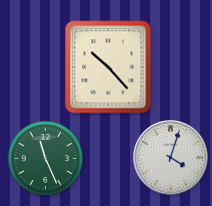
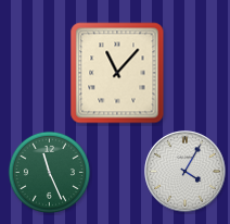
clock at (108, 67): 10:23 -> 11:07
clock at (171, 158): 4:03 -> 4:05
